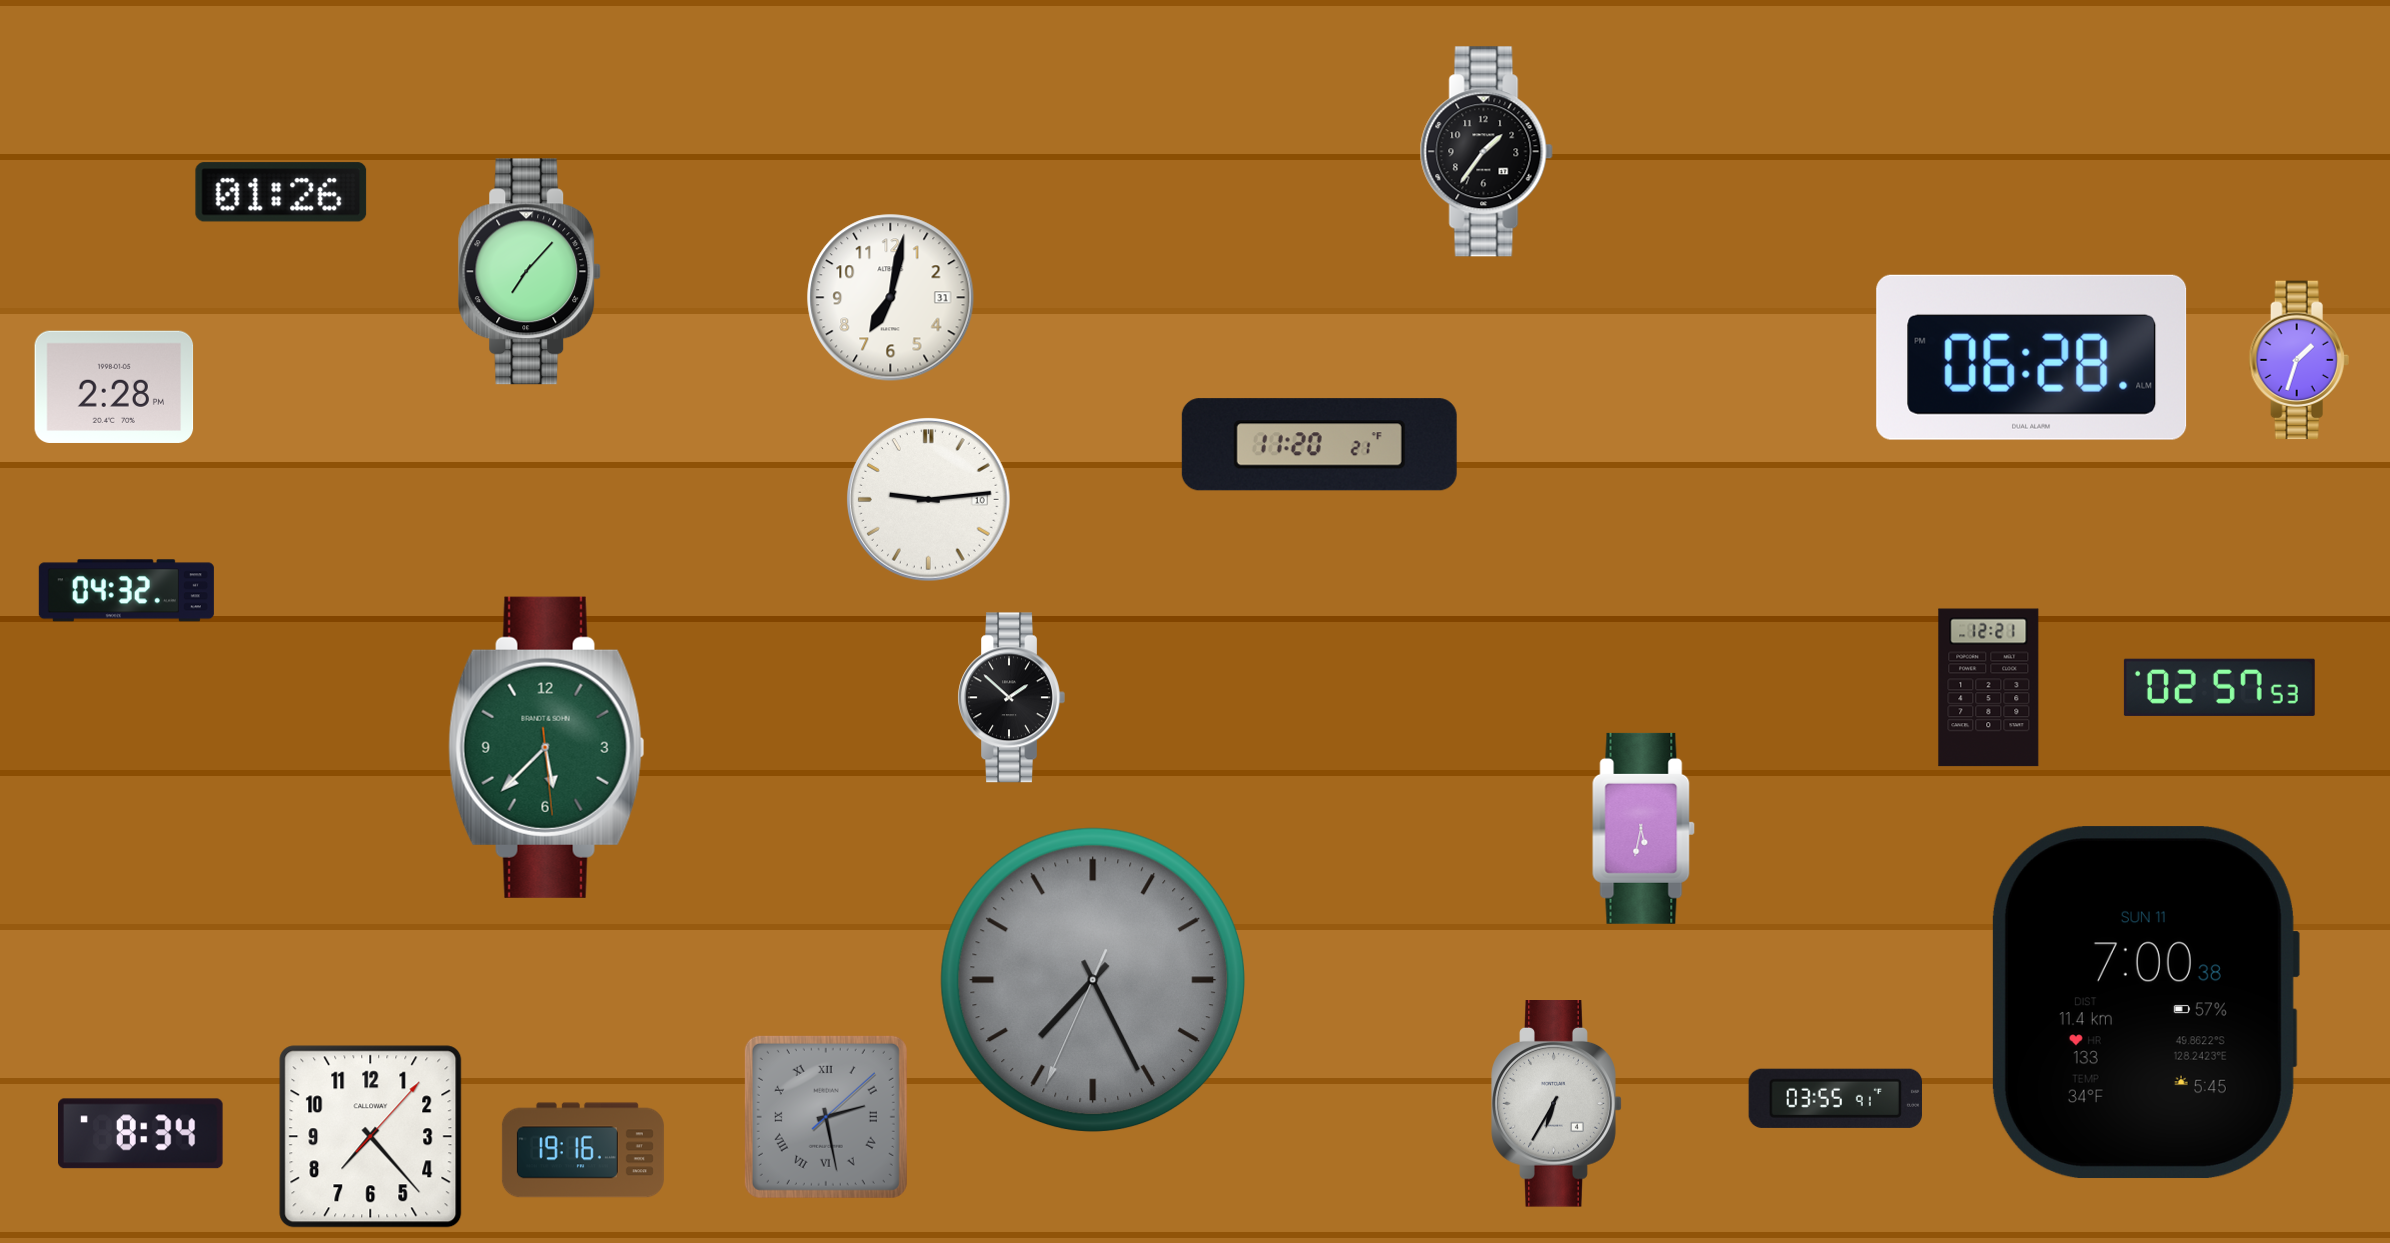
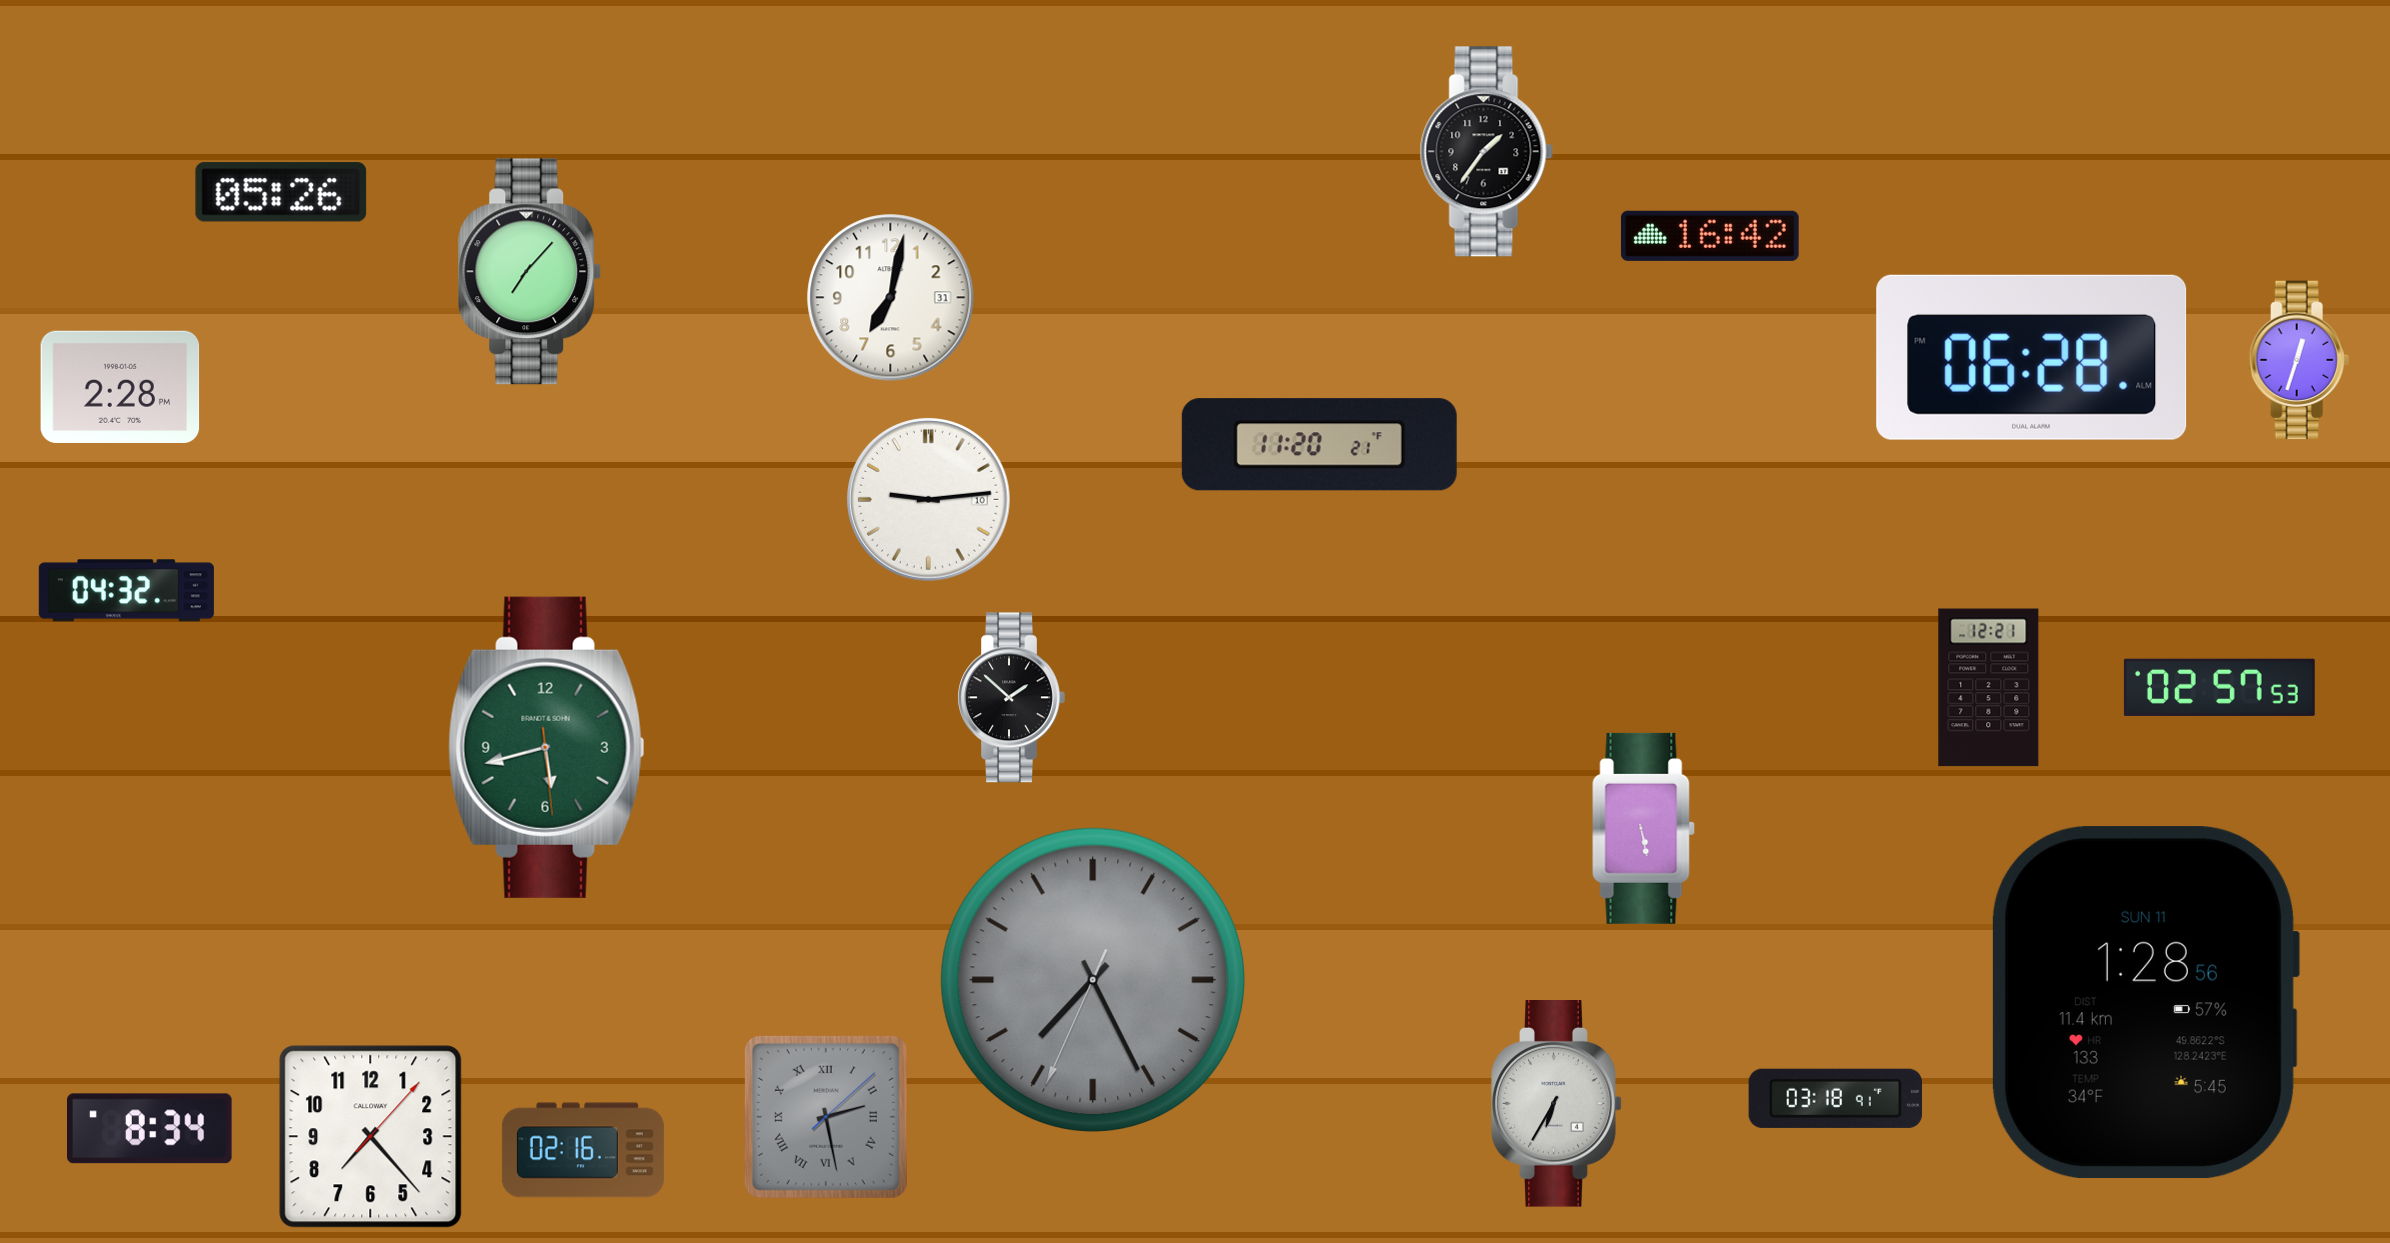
clock at (281, 192): 01:26 -> 05:26
clock at (1710, 236): none -> 16:42
clock at (2299, 360): 1:33 -> 12:33
clock at (114, 387) position: (114, 387) -> (120, 387)
clock at (547, 747): 5:37 -> 5:42
clock at (1644, 828): 5:32 -> 5:28
clock at (2145, 1003): 7:00 -> 1:28
clock at (1835, 1098): 03:55 -> 03:18
clock at (141, 1134) position: (141, 1134) -> (150, 1129)
clock at (583, 1150): 19:16 -> 02:16
